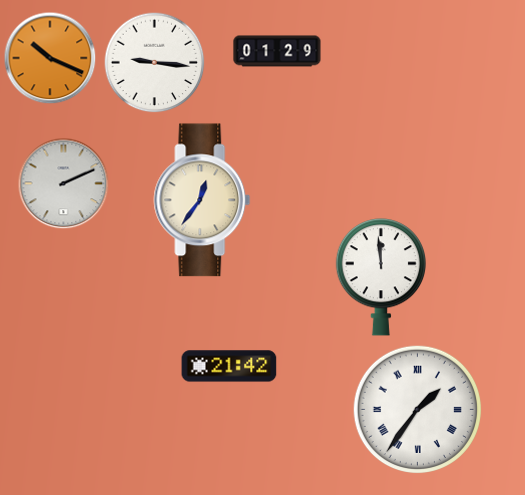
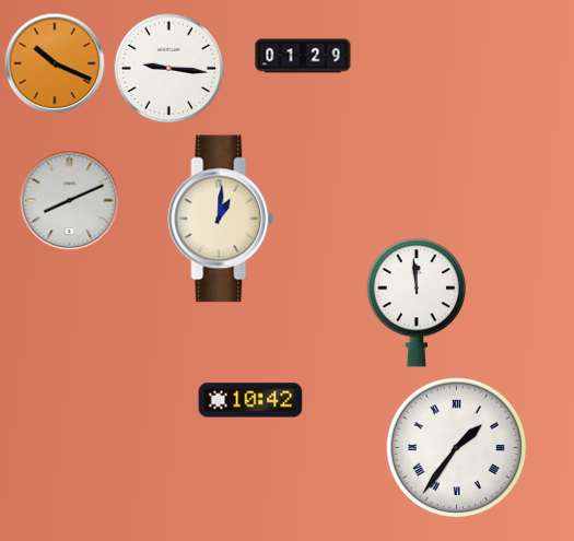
clock at (64, 184): 2:11 -> 8:11
clock at (202, 200): 12:36 -> 1:01
clock at (229, 366): 21:42 -> 10:42
